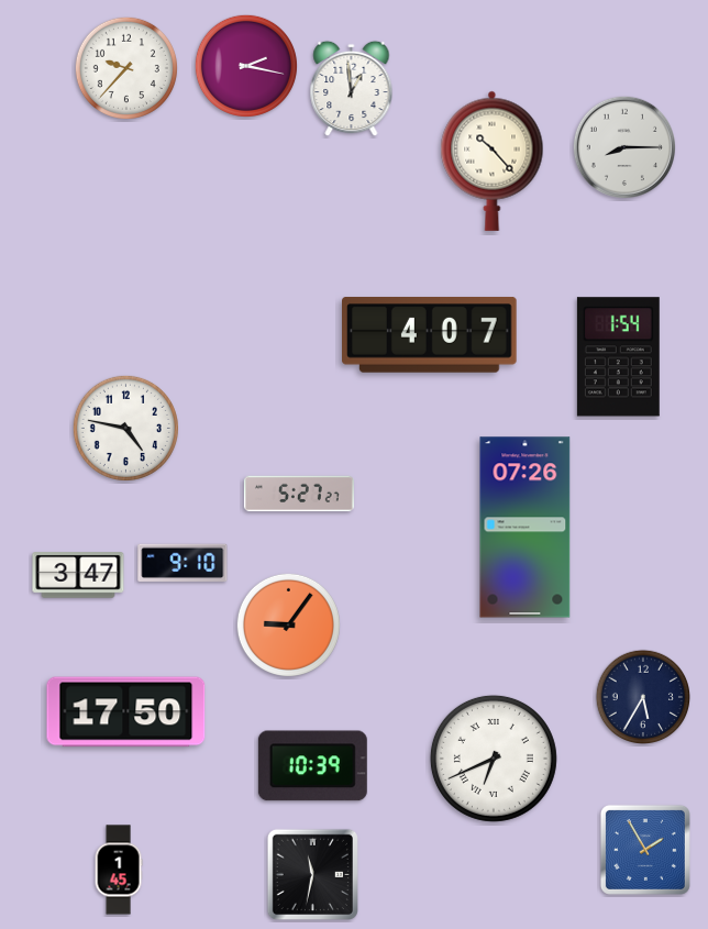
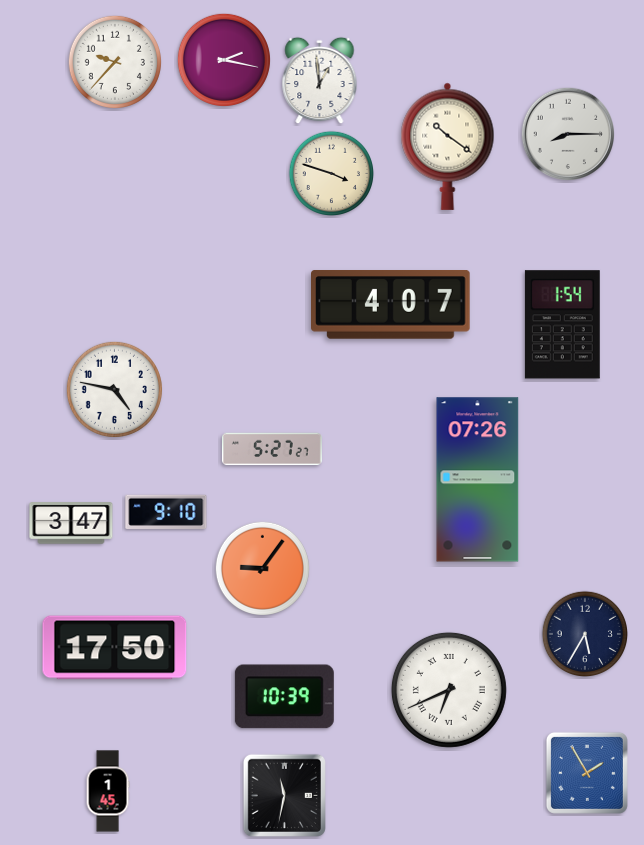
clock at (493, 161): 10:23 -> 10:21
clock at (332, 174): none -> 3:48
